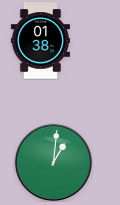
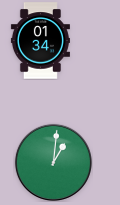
clock at (40, 41): 01:38 -> 01:34
